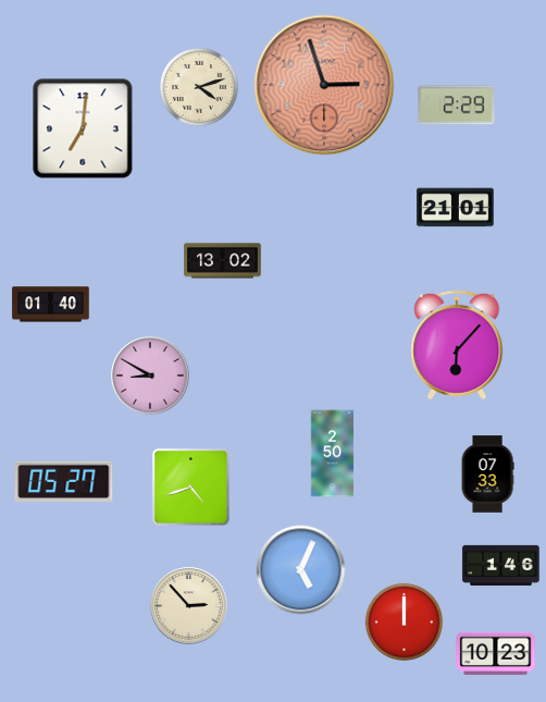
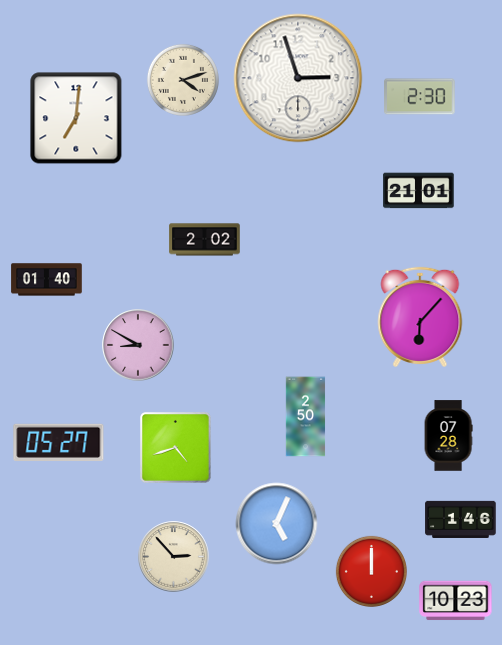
clock at (324, 85) dial: salmon -> white
clock at (457, 106): 2:29 -> 2:30
clock at (223, 261): 13:02 -> 2:02
clock at (487, 475): 07:33 -> 07:28
